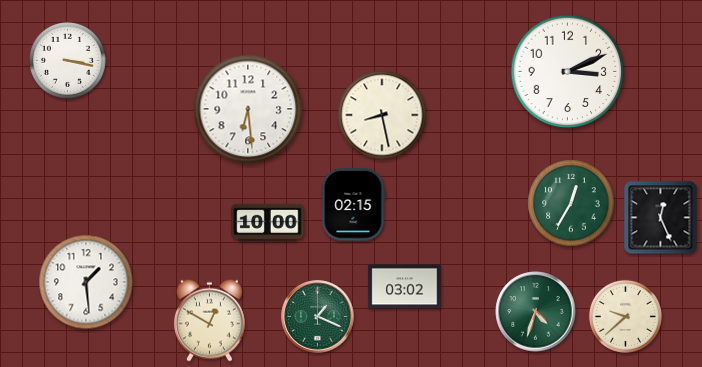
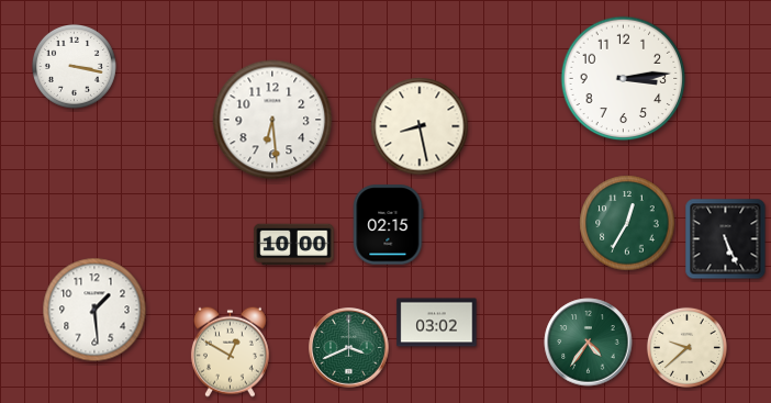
clock at (568, 72): 3:11 -> 3:14
clock at (661, 218): 12:26 -> 5:26
clock at (405, 287) position: (405, 287) -> (437, 323)
clock at (536, 312): 4:33 -> 4:36
clock at (318, 317): 1:19 -> 3:41
